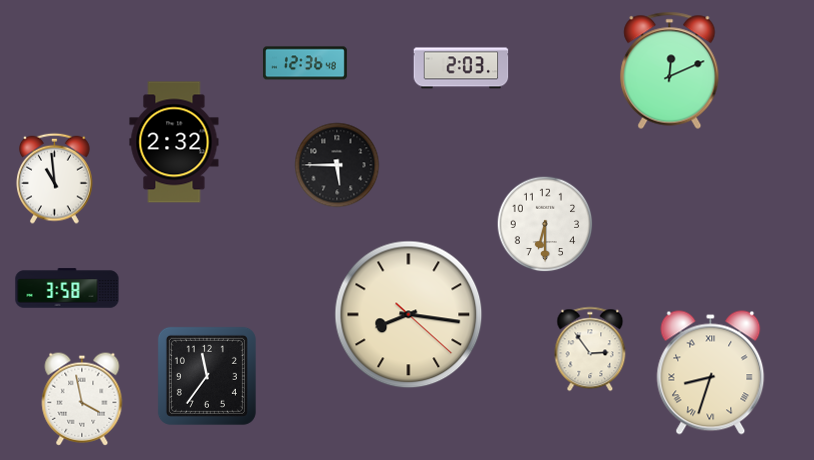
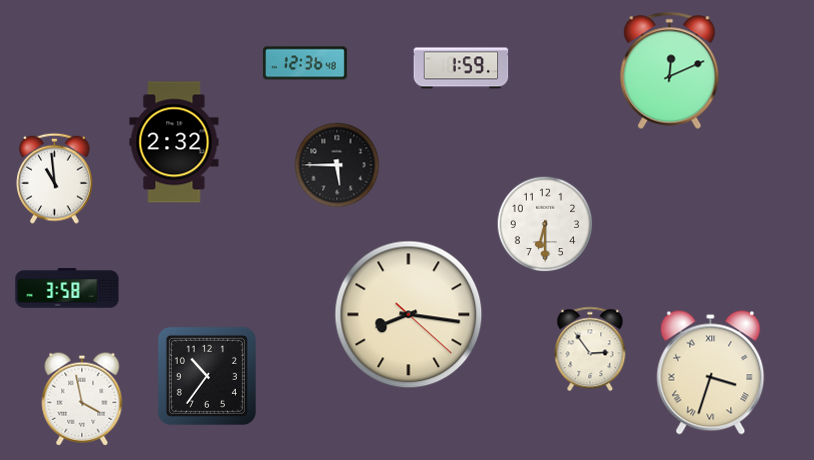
clock at (461, 68): 2:03 -> 1:59
clock at (711, 373): 8:33 -> 3:33
clock at (207, 376): 11:36 -> 10:36
